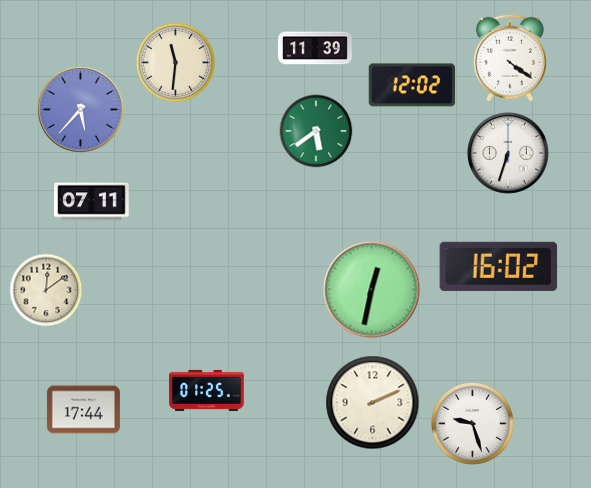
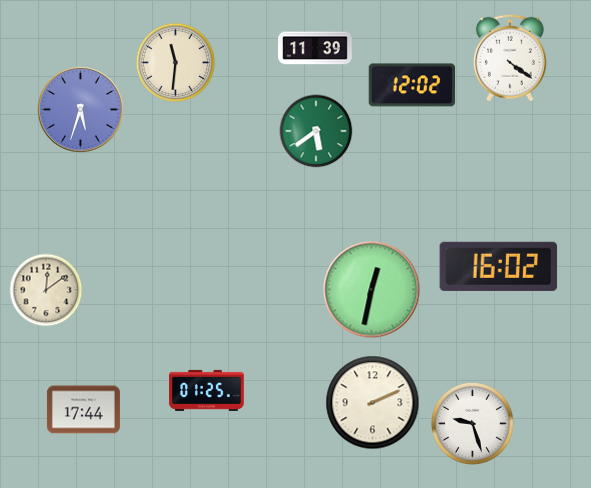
clock at (81, 110): 5:37 -> 5:33
clock at (509, 154): 6:33 -> none
clock at (92, 202): 07:11 -> none
